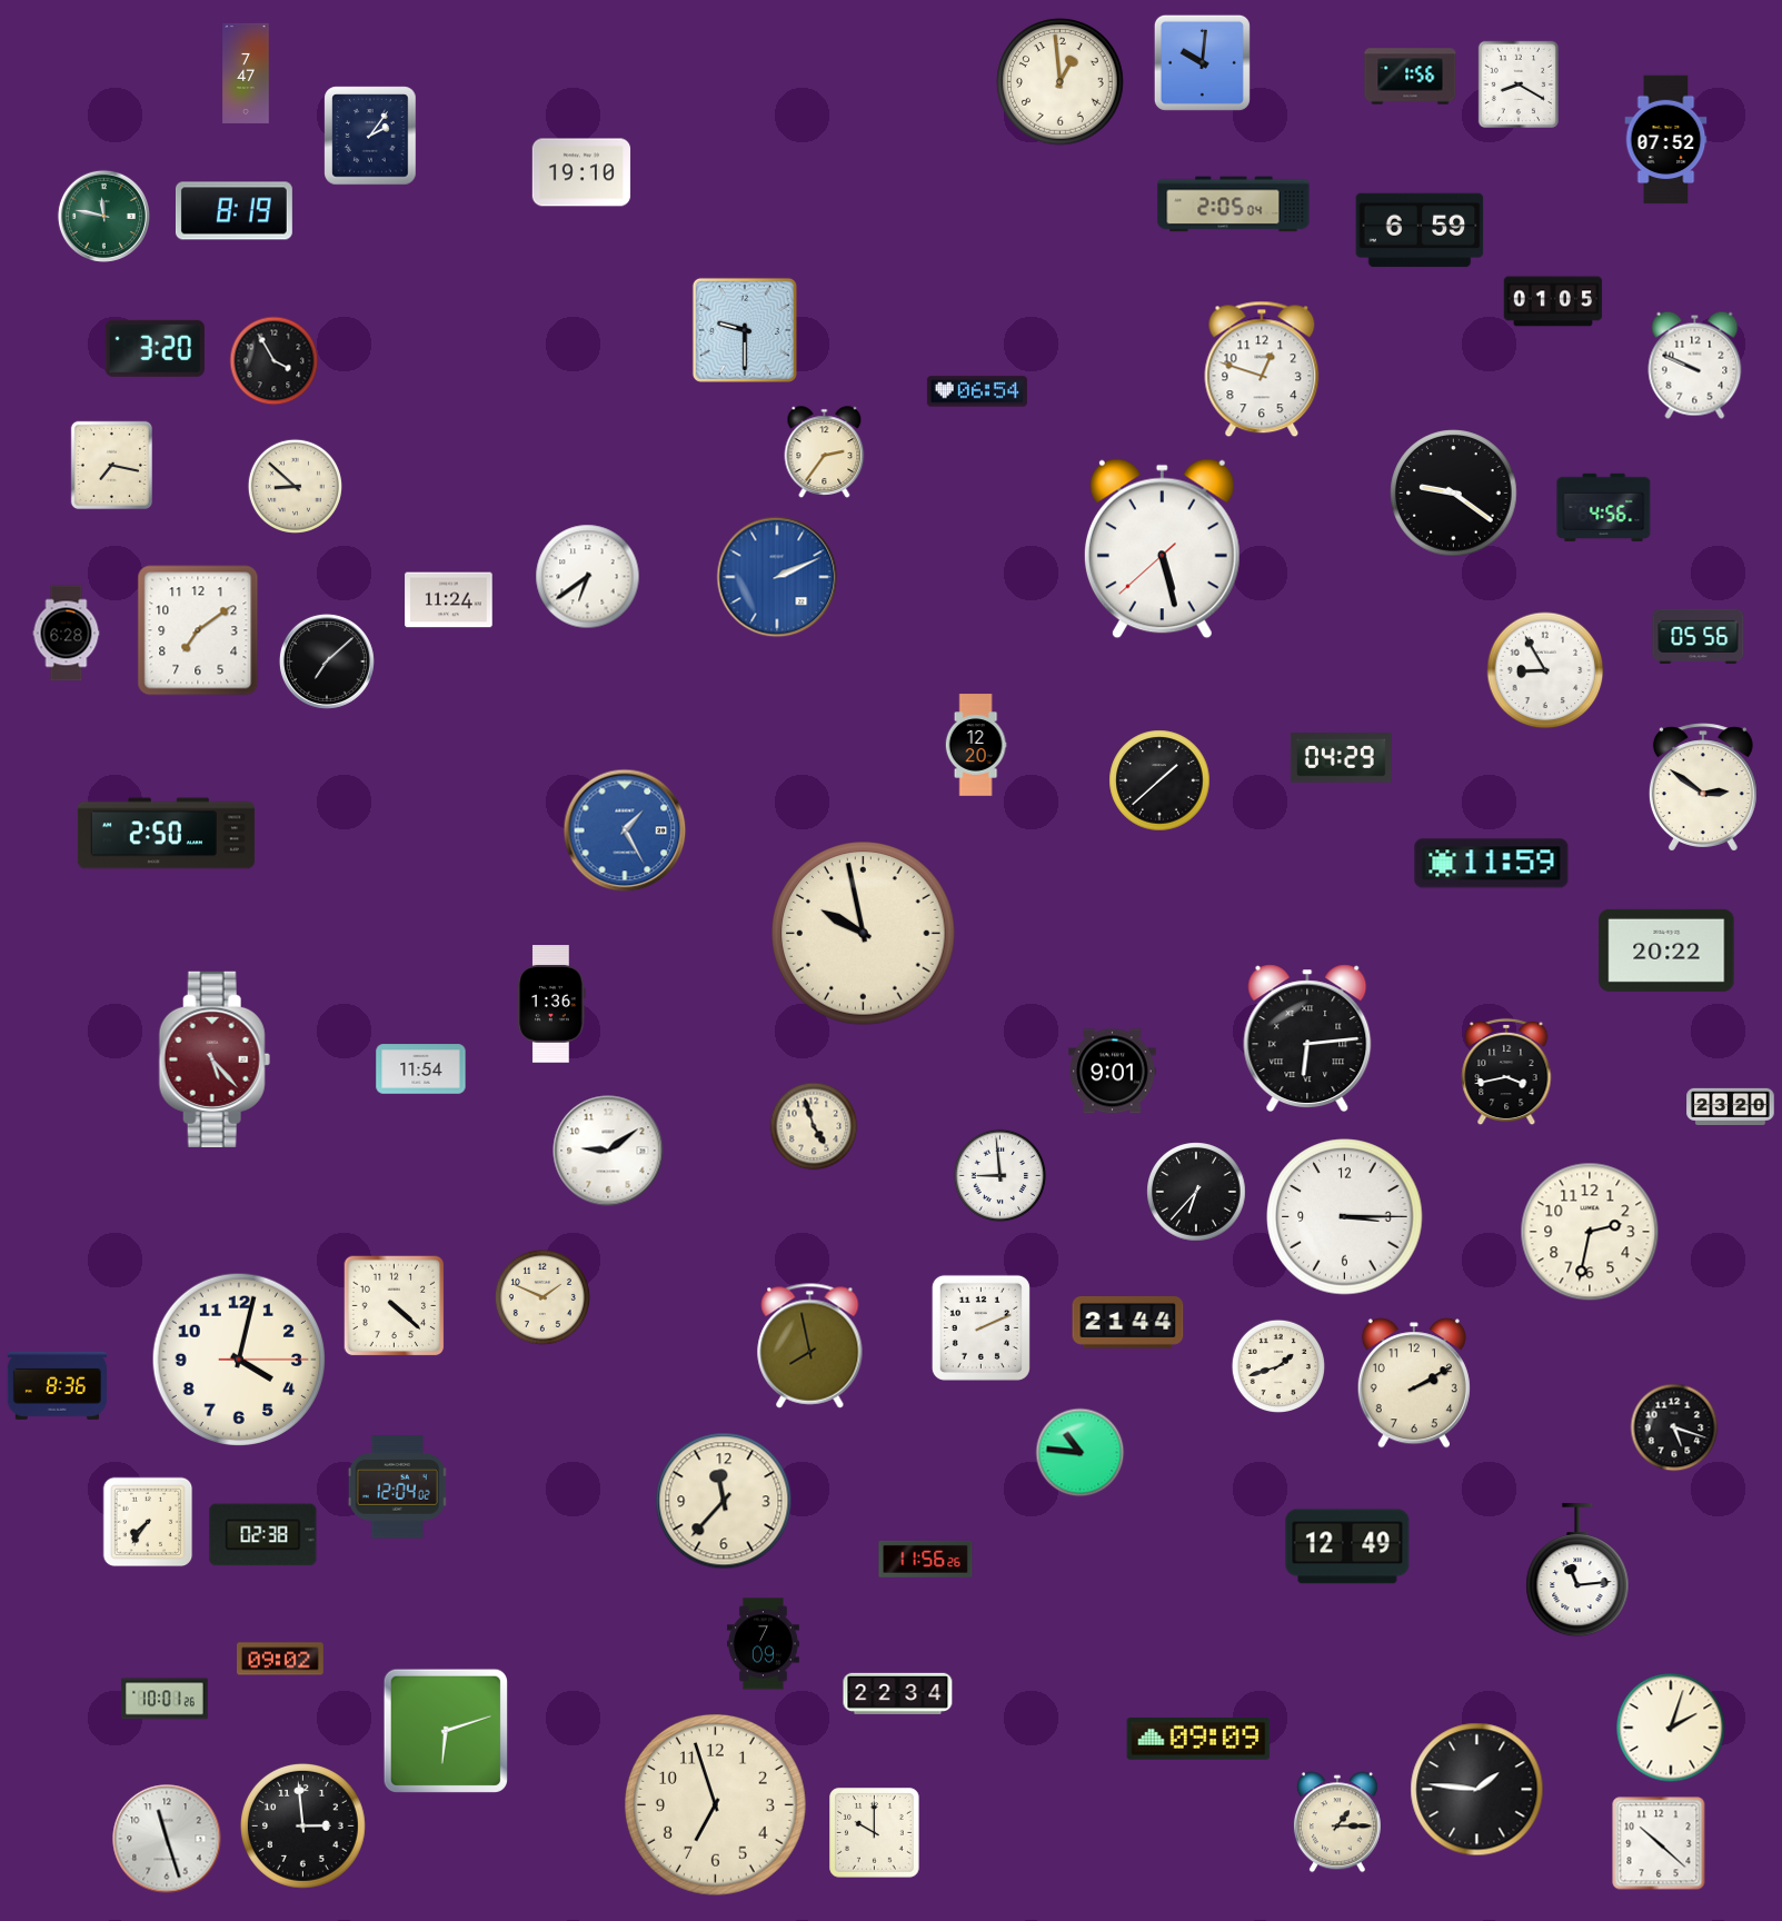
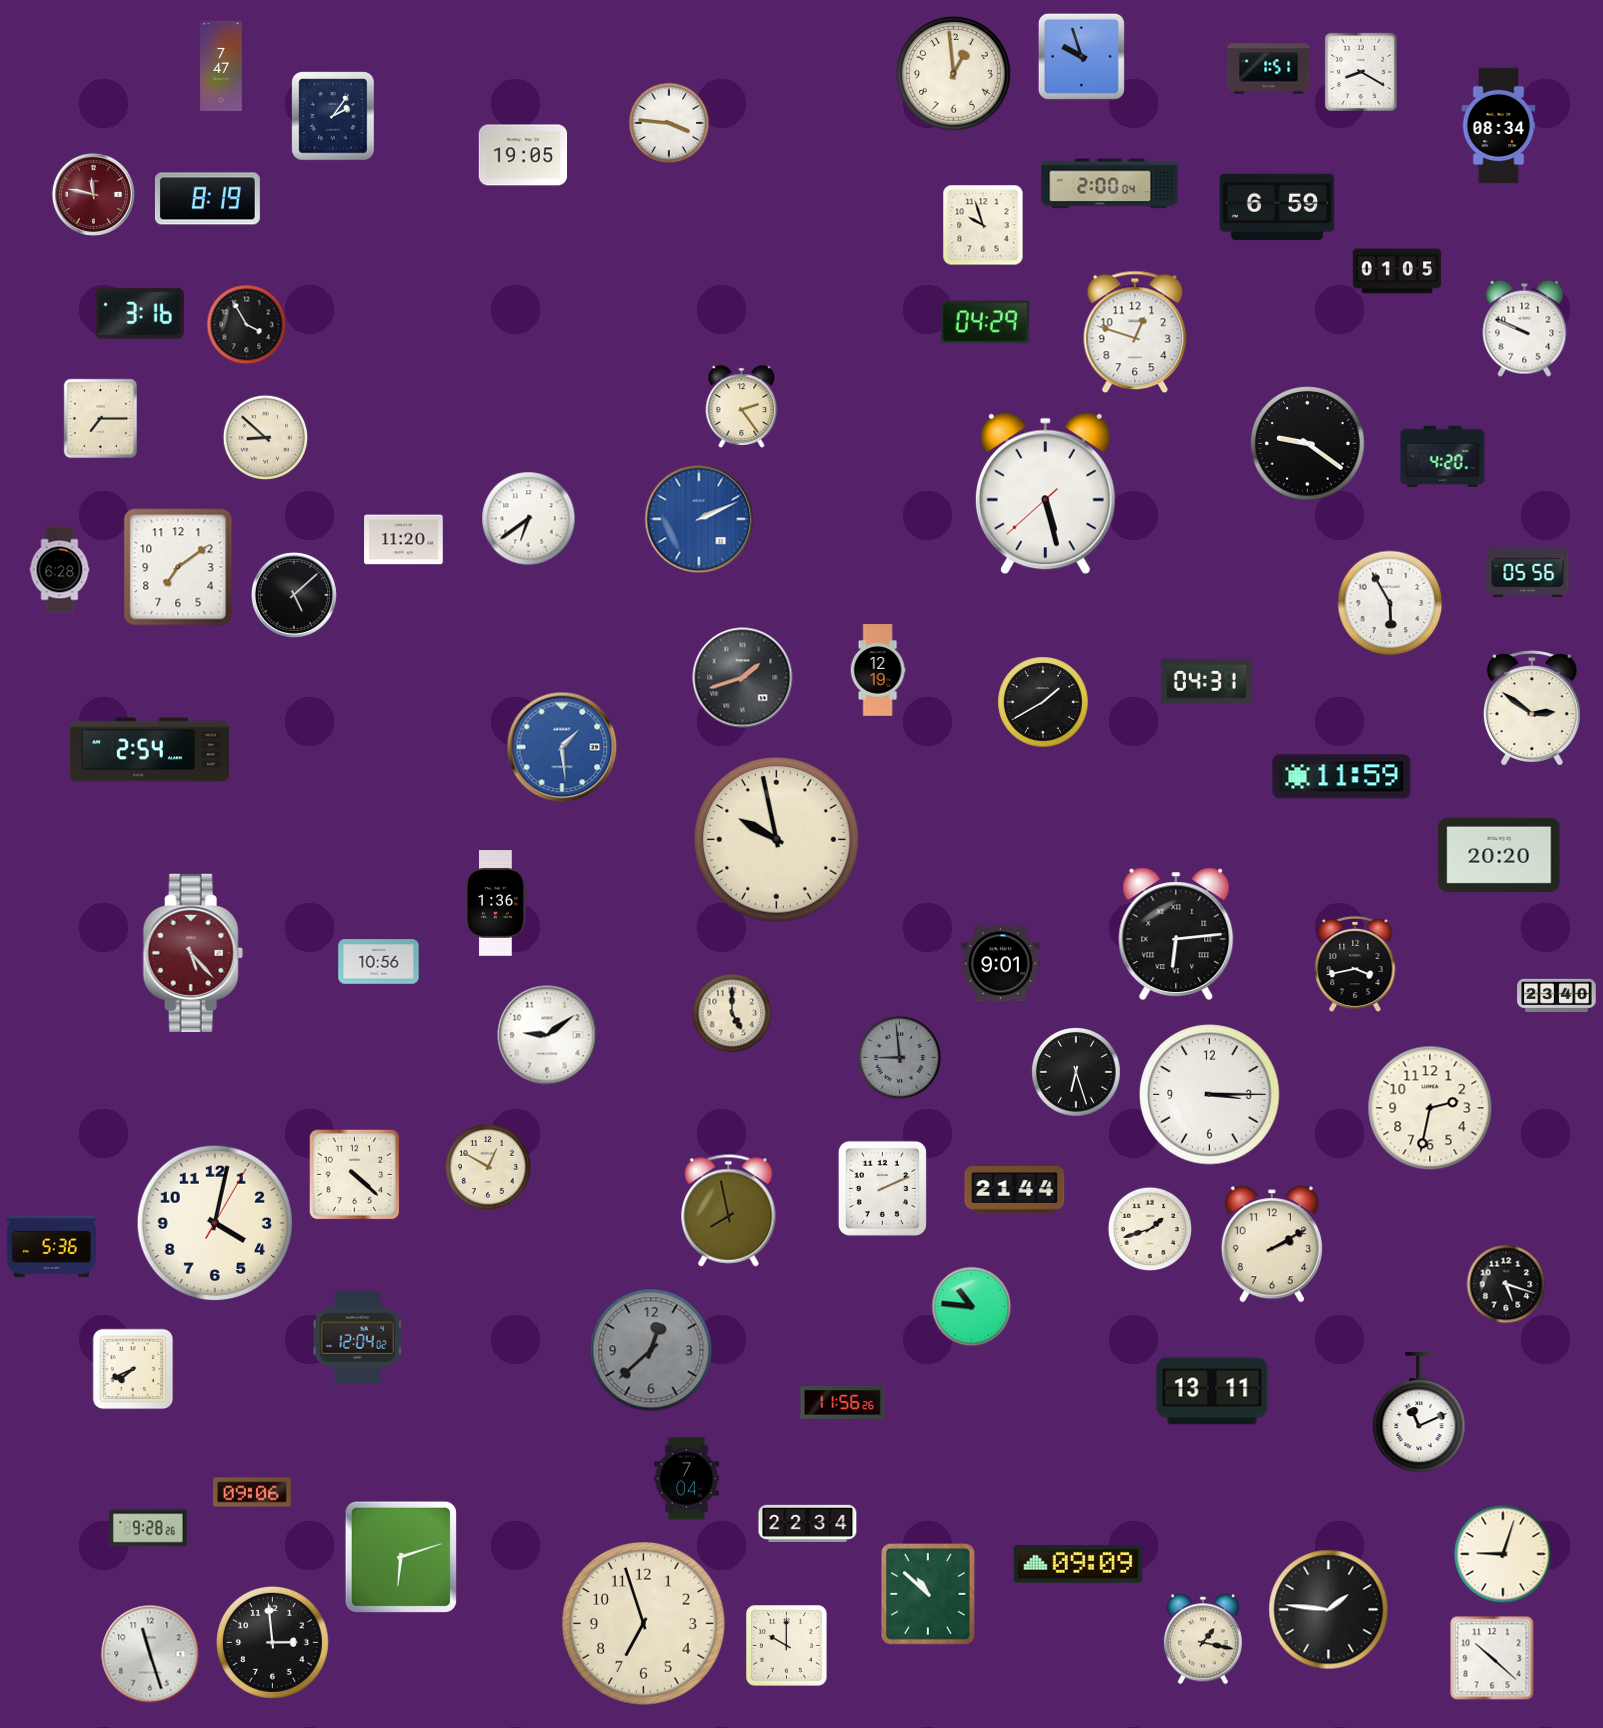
clock at (1202, 62): 10:01 -> 9:57
clock at (1411, 77): 1:56 -> 1:51
clock at (1519, 83) position: (1519, 83) -> (1361, 71)
clock at (370, 136) position: (370, 136) -> (333, 116)
clock at (669, 123): none -> 3:46
clock at (1666, 140): 07:52 -> 08:34
clock at (581, 172): 19:10 -> 19:05
clock at (1234, 205): 2:05 -> 2:00
clock at (233, 211) position: (233, 211) -> (207, 199)
clock at (103, 216) dial: green -> burgundy
clock at (983, 225): none -> 9:57
clock at (745, 330): 9:30 -> none
clock at (155, 348): 3:20 -> 3:16
clock at (985, 322): none -> 04:29
clock at (977, 391): 06:54 -> none
clock at (825, 452): 2:36 -> 2:24
clock at (111, 466): 7:17 -> 7:15
clock at (1604, 507): 4:56 -> 4:20
clock at (449, 600): 11:24 -> 11:20
clock at (327, 661): 7:08 -> 5:08
clock at (1545, 670): 8:55 -> 5:55
clock at (976, 745): 12:20 -> 12:19
clock at (743, 678): none -> 1:42
clock at (1341, 758): 04:29 -> 04:31
clock at (1159, 780): 1:38 -> 1:40
clock at (625, 830): 1:25 -> 1:29
clock at (166, 834): 2:50 -> 2:54
clock at (1666, 950): 20:22 -> 20:20
clock at (421, 1069): 11:54 -> 10:56
clock at (1731, 1107): 23:20 -> 23:40
clock at (814, 1126): 4:57 -> 5:00
clock at (1000, 1176) dial: white -> grey
clock at (1196, 1192): 6:37 -> 6:27
clock at (542, 1297): 1:49 -> 12:50
clock at (980, 1327) position: (980, 1327) -> (882, 1188)
clock at (238, 1358): 4:02:15 -> 4:02:05
clock at (57, 1385): 8:36 -> 5:36
clock at (724, 1501): 11:37 -> 12:38
clock at (724, 1501) dial: cream -> grey
clock at (148, 1522): 7:36 -> 7:41
clock at (263, 1535): 02:38 -> none
clock at (1347, 1546): 12:49 -> 13:11
clock at (926, 1559) position: (926, 1559) -> (843, 1402)
clock at (1577, 1571): 11:14 -> 11:11
clock at (763, 1644): 7:09 -> 7:04
clock at (280, 1659): 09:02 -> 09:06
clock at (166, 1699): 10:01 -> 9:28
clock at (1671, 1728): 2:03 -> 9:03
clock at (929, 1595): none -> 10:52
clock at (1337, 1822): 1:15 -> 1:17
clock at (875, 1833) position: (875, 1833) -> (787, 1646)
